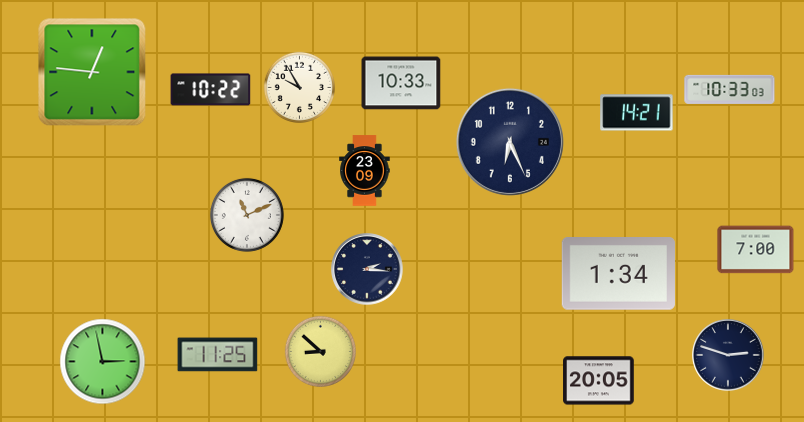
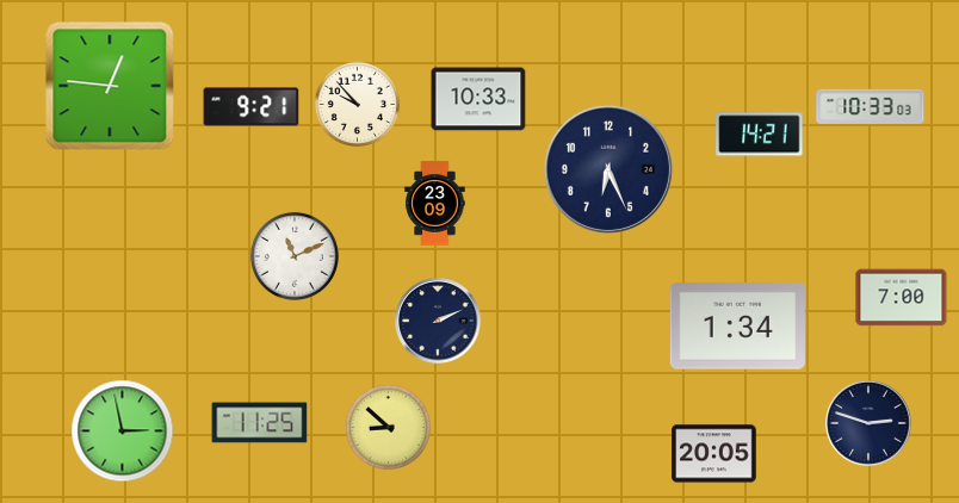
clock at (299, 87): 9:55 -> 9:53
clock at (211, 90): 10:22 -> 9:21
clock at (367, 269): 2:16 -> 2:11
clock at (320, 351) position: (320, 351) -> (388, 427)
